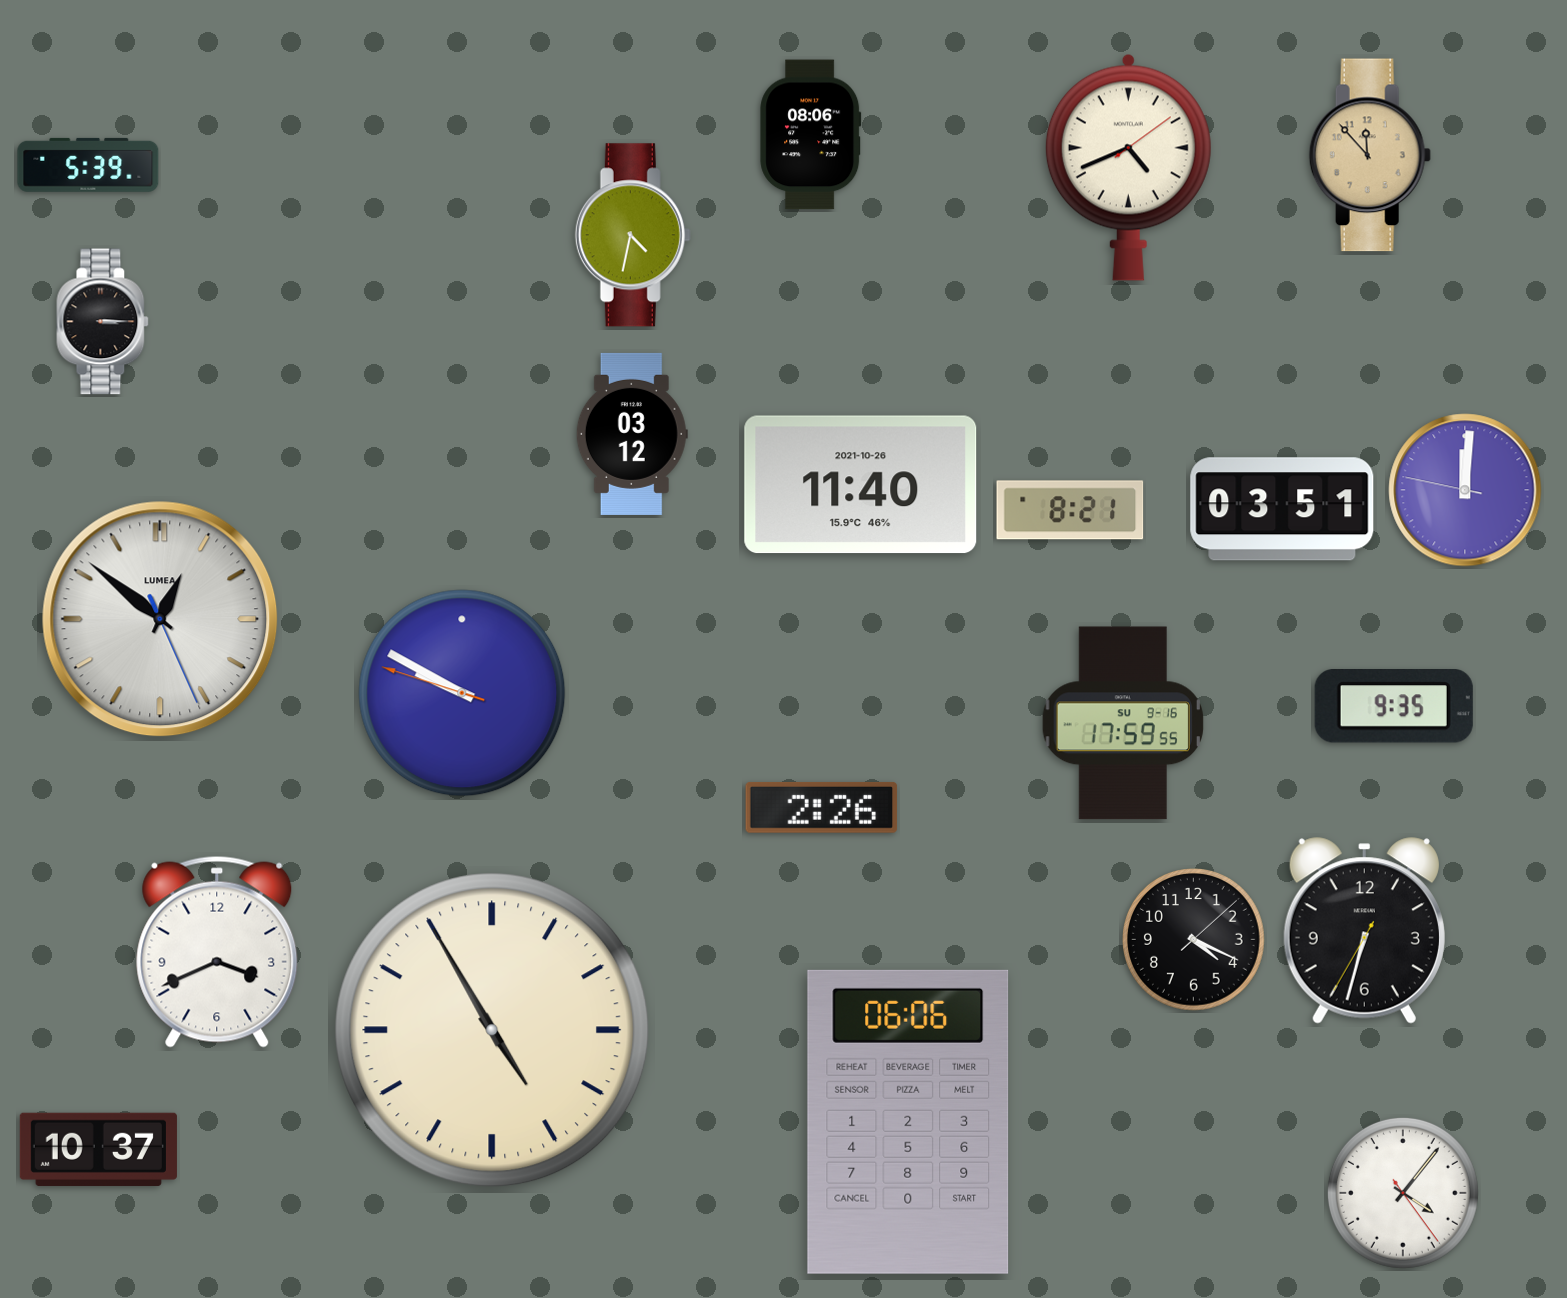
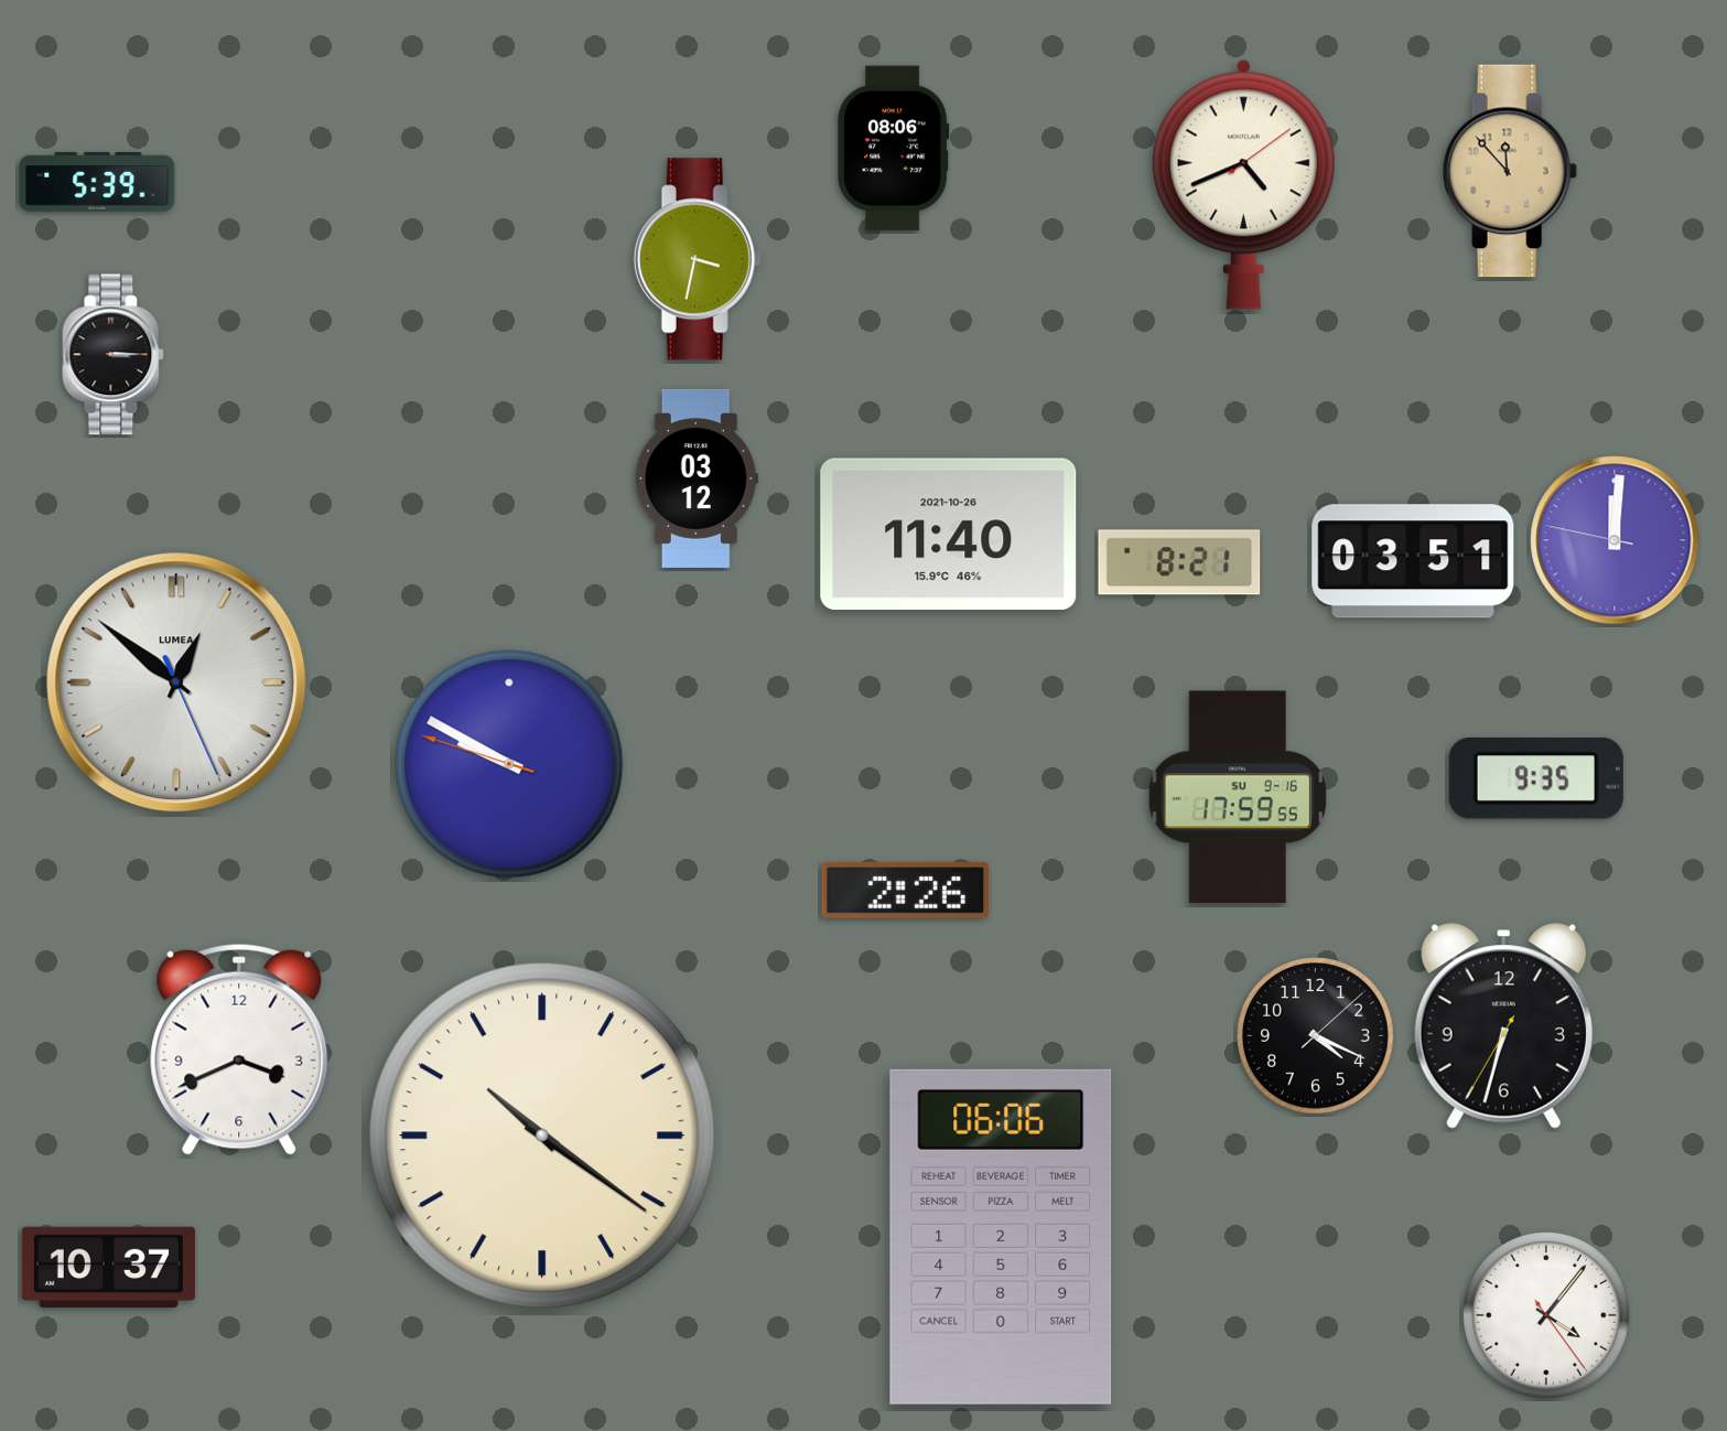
clock at (633, 235): 4:32 -> 3:32
clock at (492, 1030): 4:55 -> 10:21
